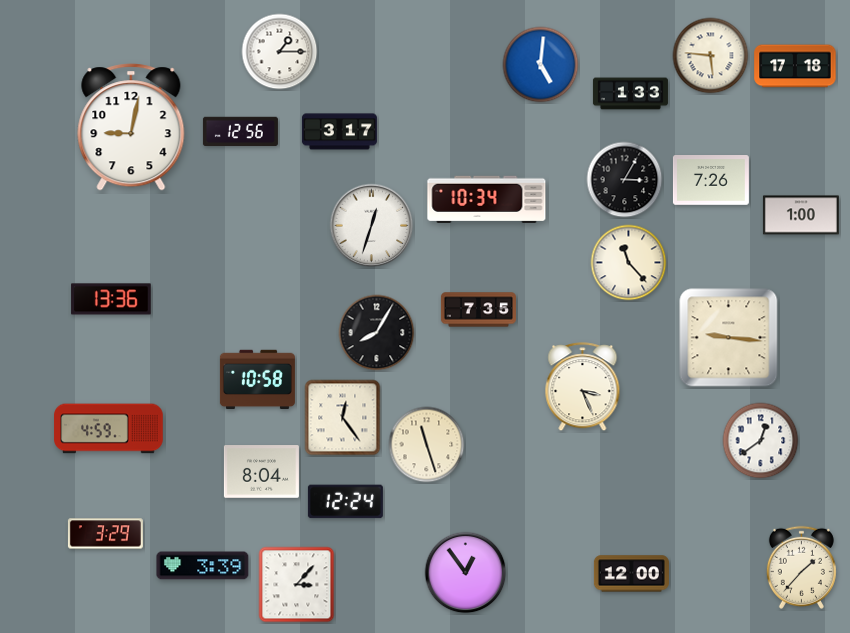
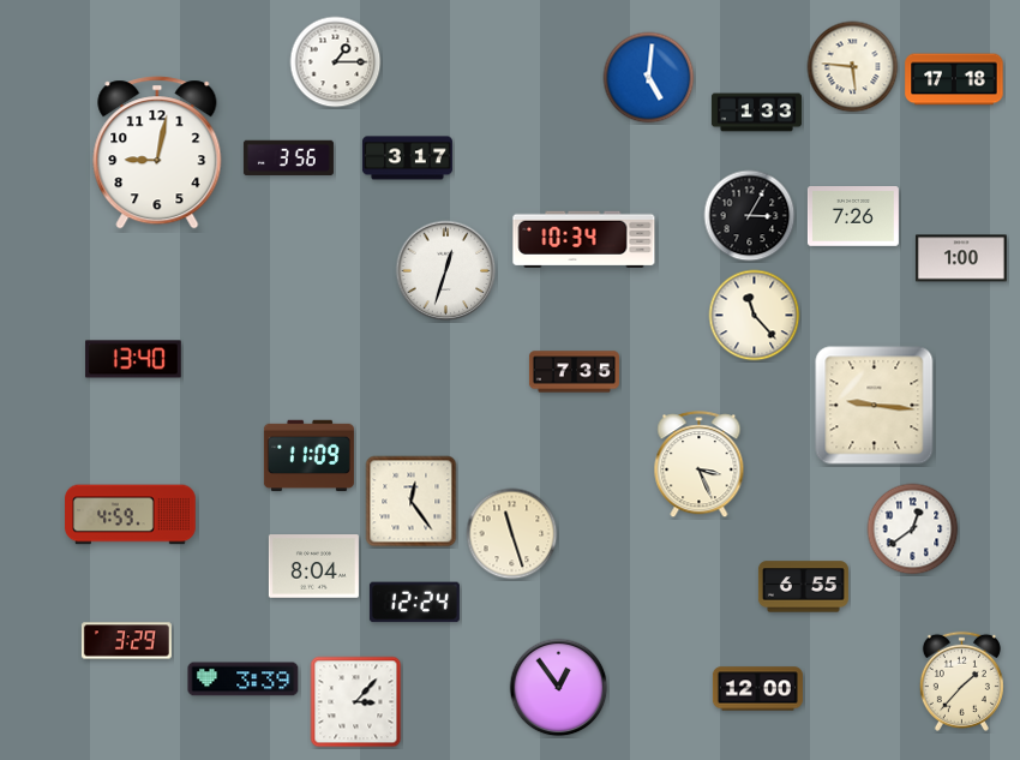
clock at (240, 132): 12:56 -> 3:56
clock at (111, 299): 13:36 -> 13:40
clock at (377, 333): 8:05 -> none
clock at (257, 380): 10:58 -> 11:09
clock at (803, 587): none -> 6:55
